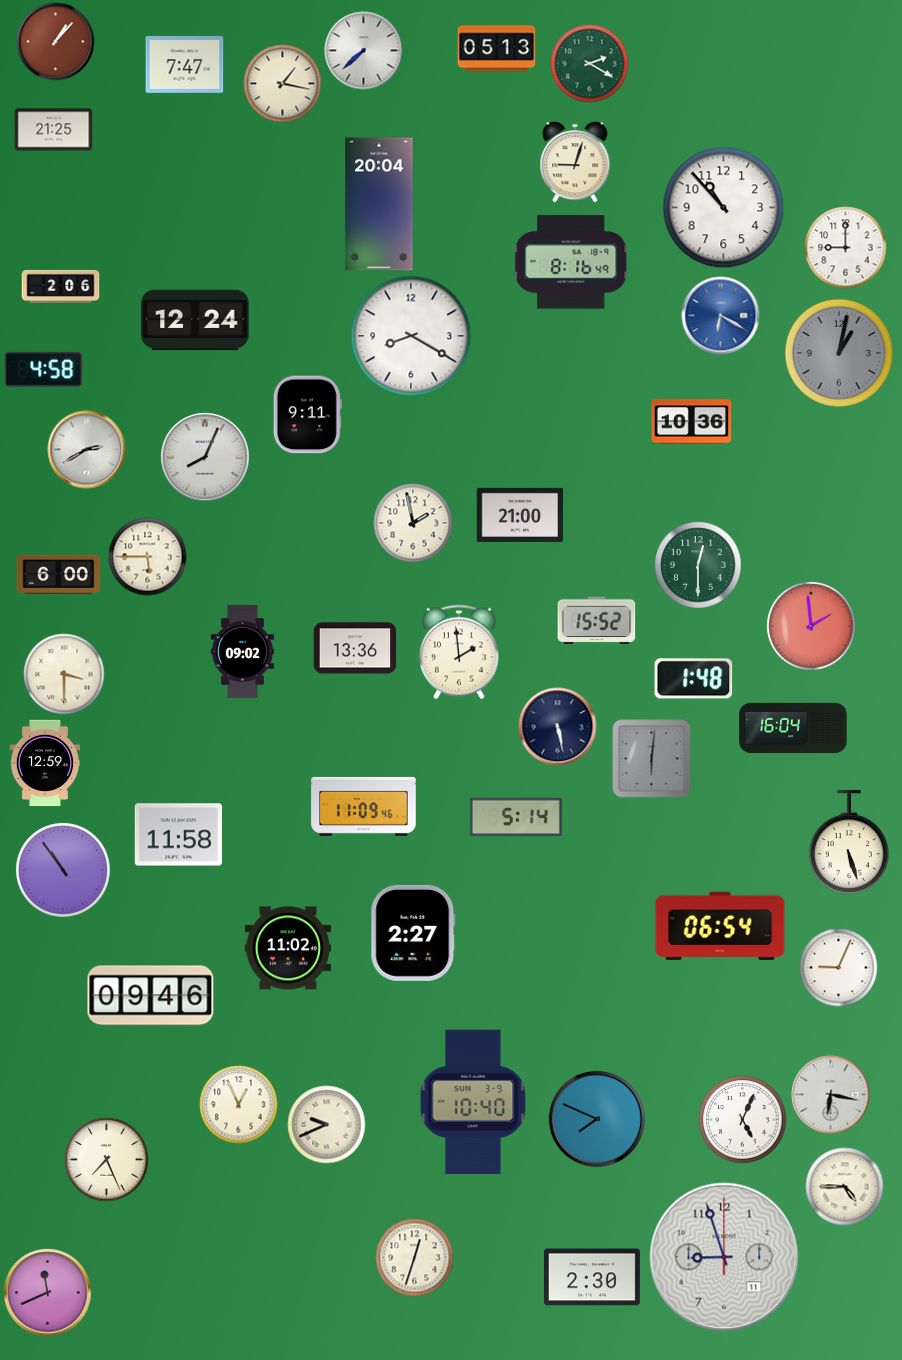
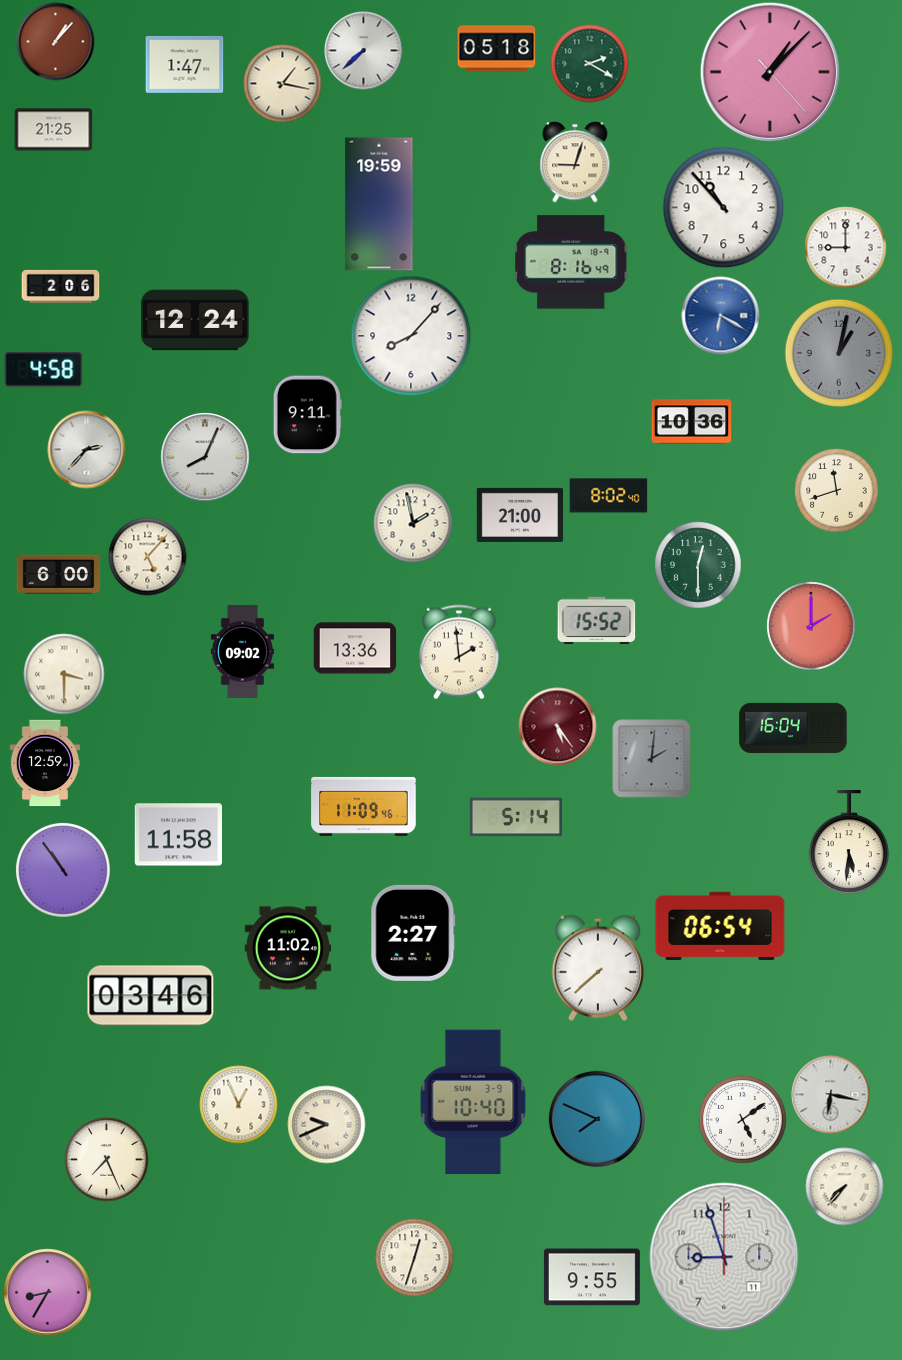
clock at (496, 49): 05:13 -> 05:18
clock at (184, 65): 7:47 -> 1:47
clock at (769, 71): none -> 1:07
clock at (379, 204): 20:04 -> 19:59
clock at (411, 336): 8:20 -> 8:07
clock at (86, 449): 2:40 -> 2:37
clock at (836, 490): none -> 11:42
clock at (608, 496): none -> 8:02
clock at (147, 556): 5:45 -> 5:07
clock at (811, 626): 1:59 -> 2:00
clock at (693, 679): 1:48 -> none
clock at (557, 726): 5:28 -> 5:24
clock at (557, 726) dial: navy -> burgundy
clock at (651, 758): 6:01 -> 2:01
clock at (849, 842): 5:27 -> 5:31
clock at (838, 967): 9:04 -> none
clock at (598, 968): none -> 7:38
clock at (151, 996): 09:46 -> 03:46
clock at (742, 1119): 5:04 -> 5:09
clock at (844, 1186): 4:45 -> 7:37
clock at (592, 1277): 2:30 -> 9:55
clock at (47, 1292): 11:41 -> 8:35
